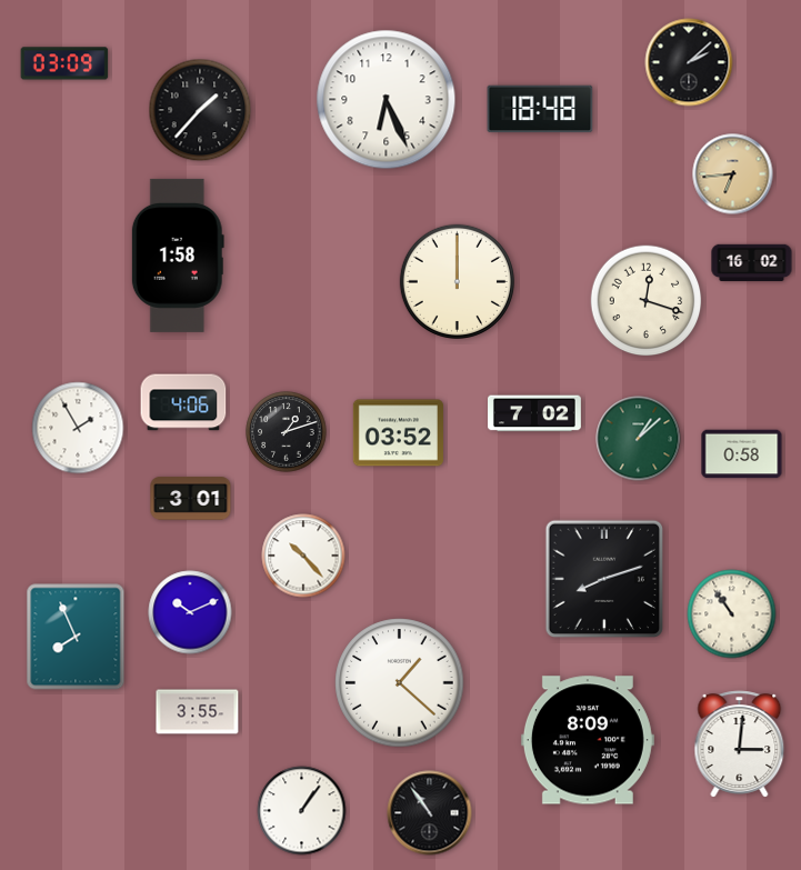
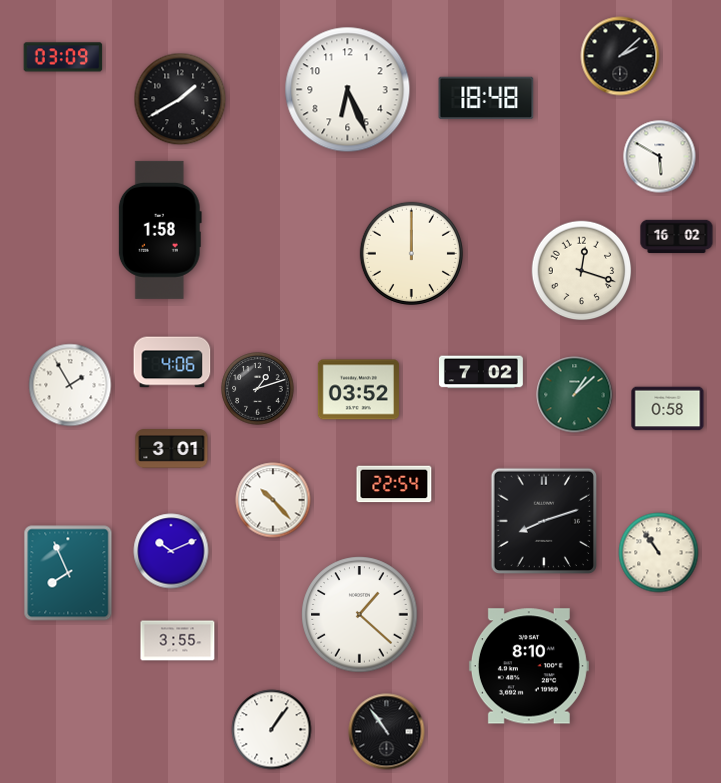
clock at (64, 63) position: (64, 63) -> (63, 57)
clock at (200, 110): 1:37 -> 1:40
clock at (733, 174): 6:44 -> 5:50
clock at (733, 174) dial: champagne -> white
clock at (183, 402) position: (183, 402) -> (172, 362)
clock at (394, 484): none -> 22:54
clock at (588, 740): 8:09 -> 8:10
clock at (740, 744): 3:01 -> none
